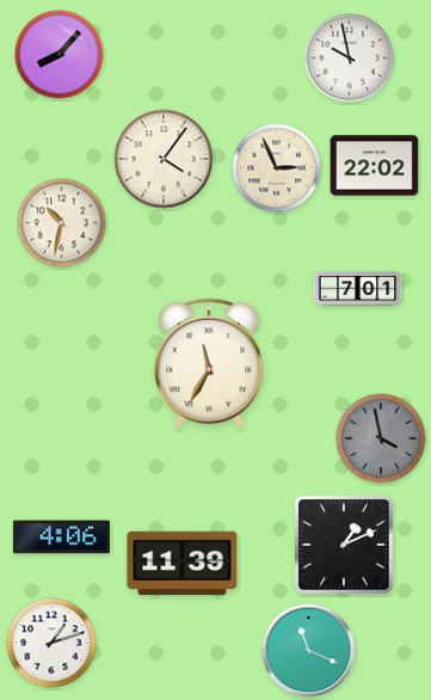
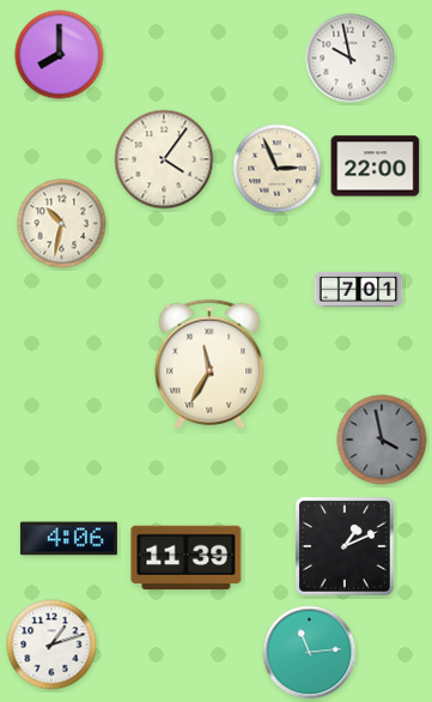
clock at (60, 55): 8:07 -> 8:00
clock at (375, 166): 22:02 -> 22:00
clock at (61, 538) position: (61, 538) -> (68, 539)
clock at (183, 564) position: (183, 564) -> (187, 558)
clock at (309, 651): 11:19 -> 11:14
